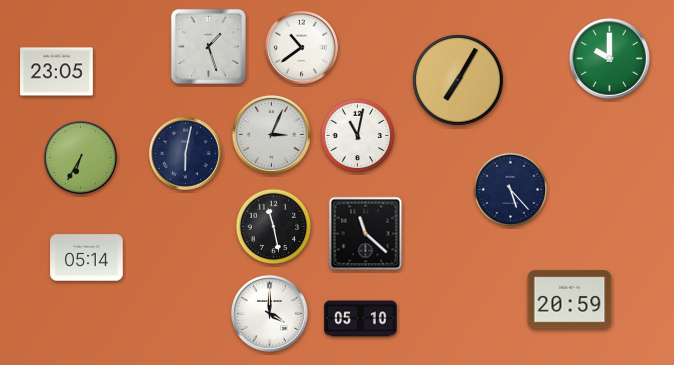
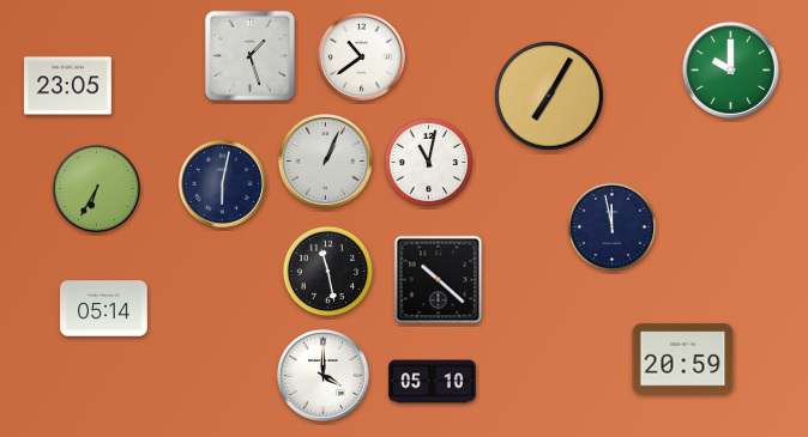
clock at (272, 135): 3:04 -> 1:04
clock at (511, 190): 5:23 -> 11:58
clock at (366, 234): 11:22 -> 10:22
